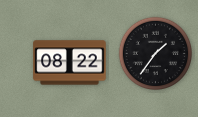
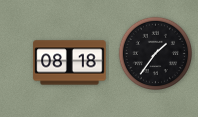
clock at (70, 63): 08:22 -> 08:18
